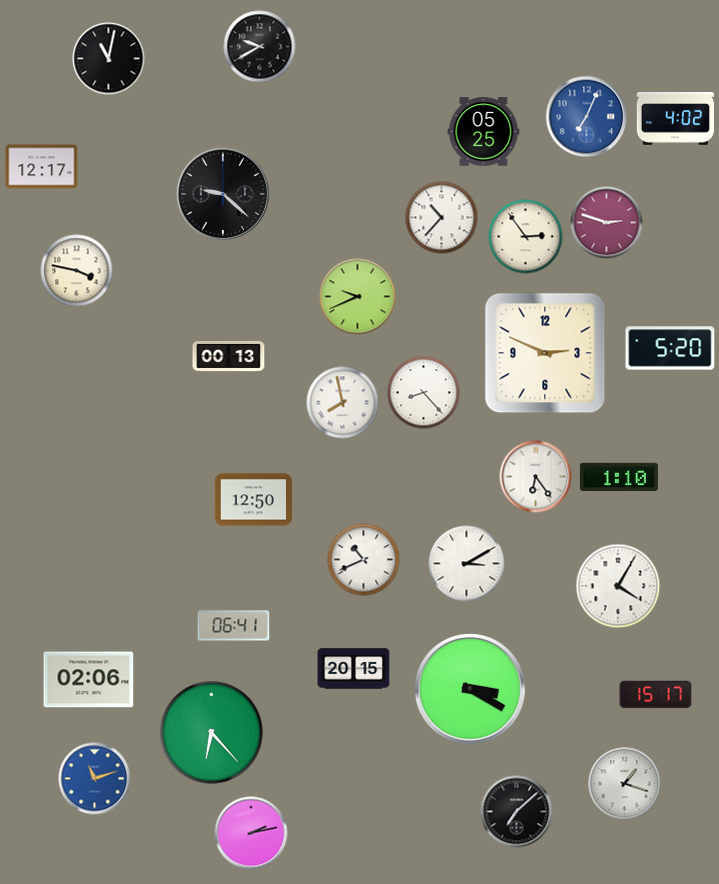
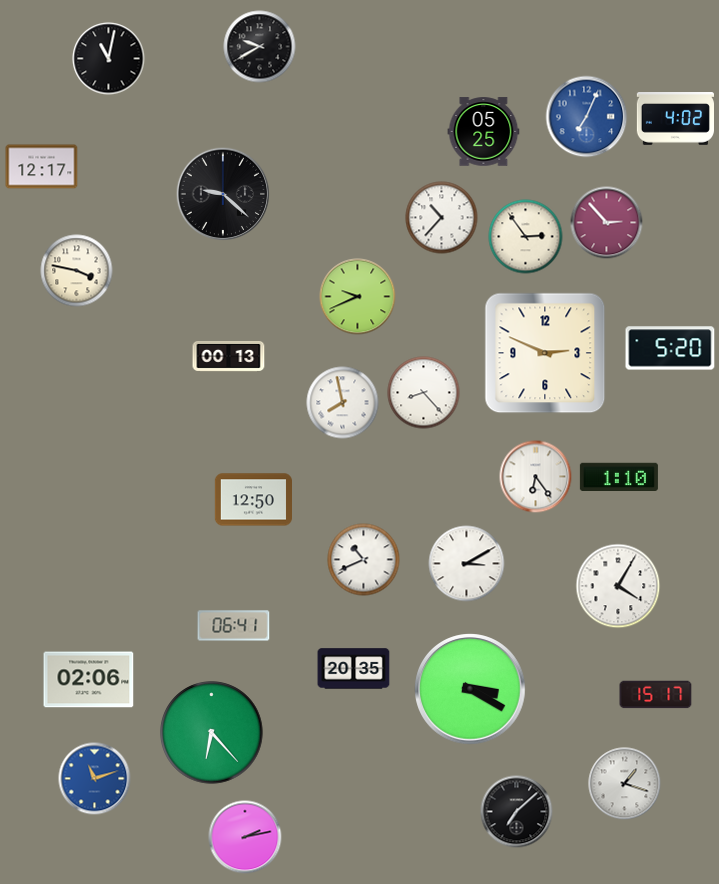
clock at (607, 223): 2:48 -> 2:53
clock at (354, 669): 20:15 -> 20:35
clock at (251, 833) position: (251, 833) -> (245, 837)
